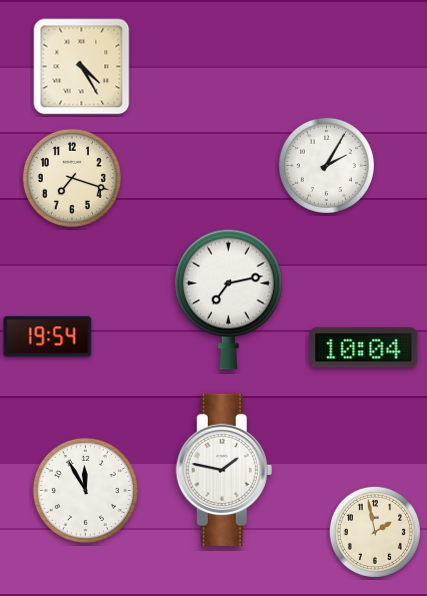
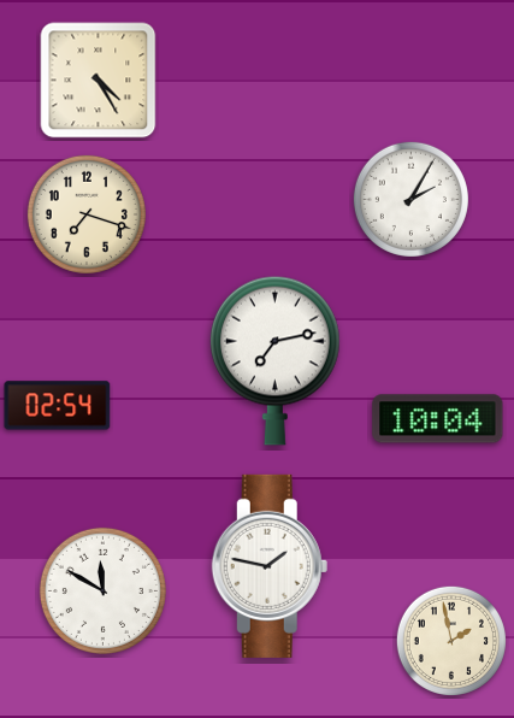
clock at (326, 165) position: (326, 165) -> (410, 199)
clock at (48, 337): 19:54 -> 02:54
clock at (85, 490): 11:55 -> 11:50
